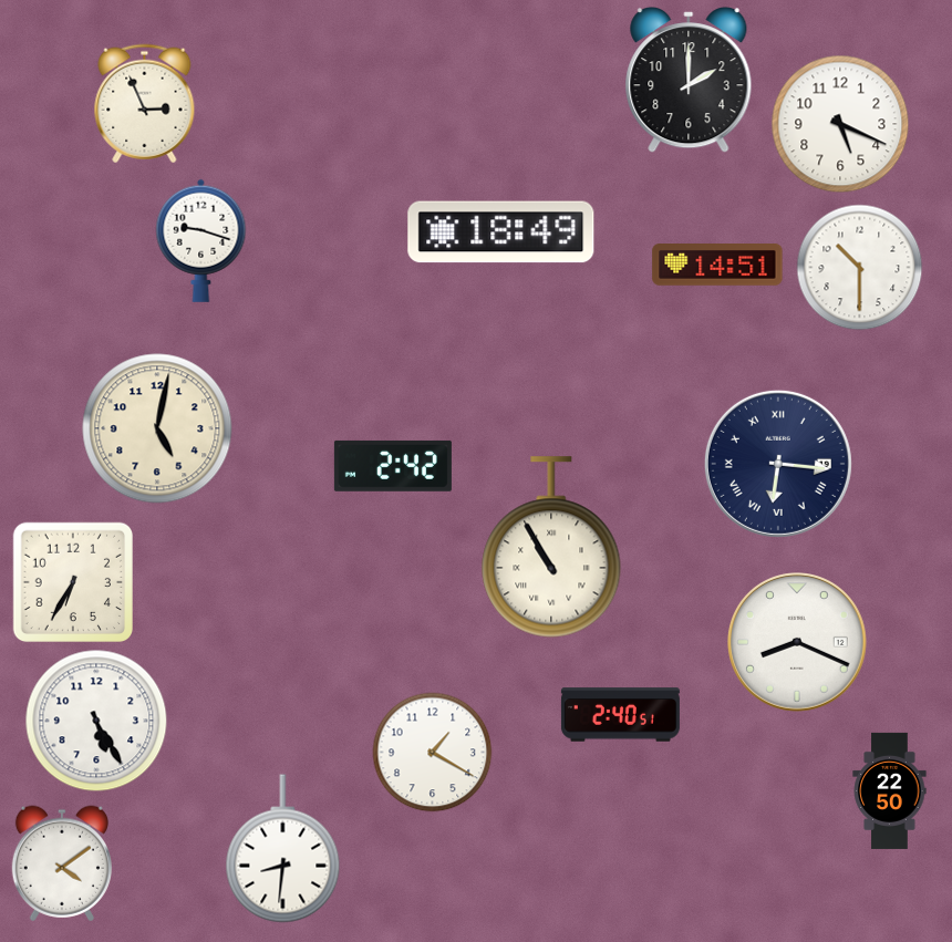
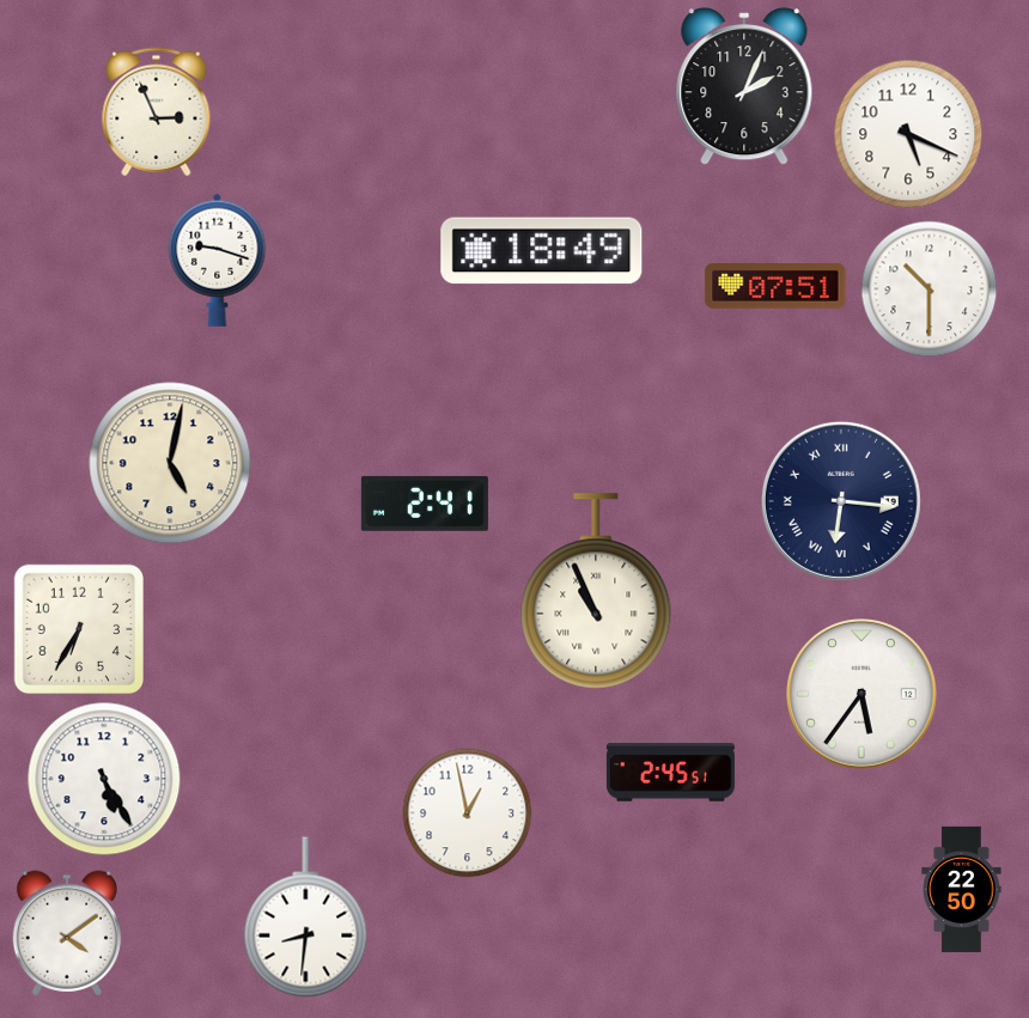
clock at (689, 80): 2:00 -> 2:04
clock at (717, 266): 14:51 -> 07:51
clock at (393, 466): 2:42 -> 2:41
clock at (551, 547): 10:55 -> 10:56
clock at (798, 643): 8:19 -> 5:36
clock at (620, 715): 2:40 -> 2:45
clock at (433, 753): 1:20 -> 12:58
clock at (890, 790) position: (890, 790) -> (962, 889)
